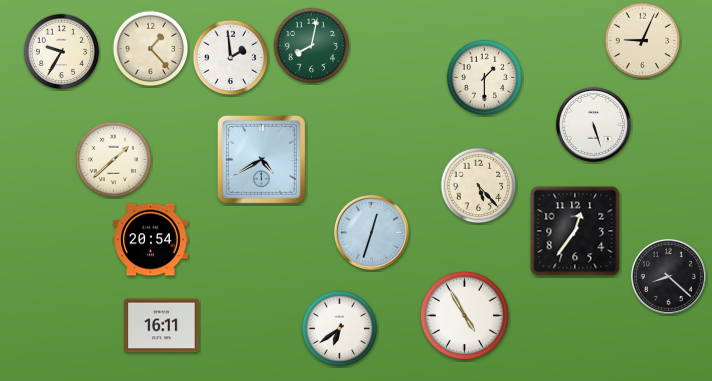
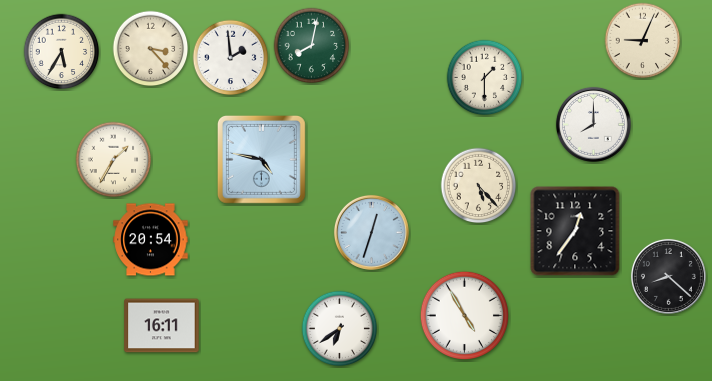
clock at (151, 49): 1:23 -> 3:23
clock at (62, 52): 9:35 -> 5:35
clock at (593, 124): 5:27 -> 8:00
clock at (261, 159): 4:40 -> 4:47
clock at (114, 160): 1:38 -> 1:35
